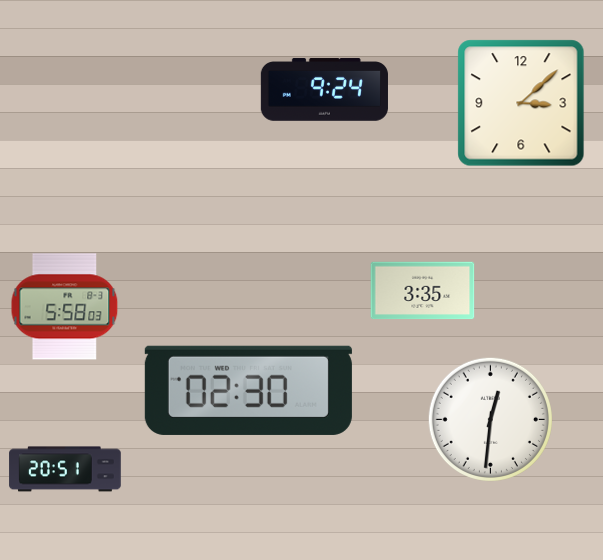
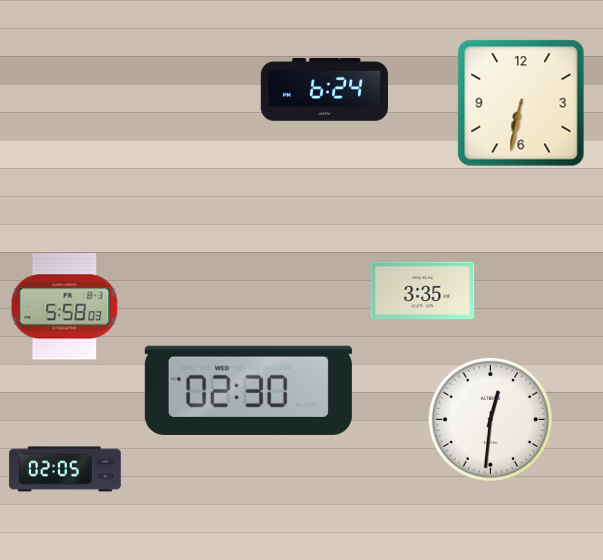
clock at (324, 90): 9:24 -> 6:24
clock at (521, 103): 3:08 -> 6:32
clock at (65, 469): 20:51 -> 02:05
